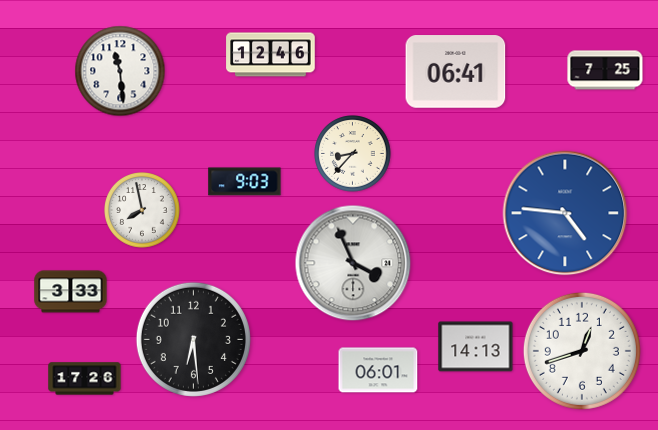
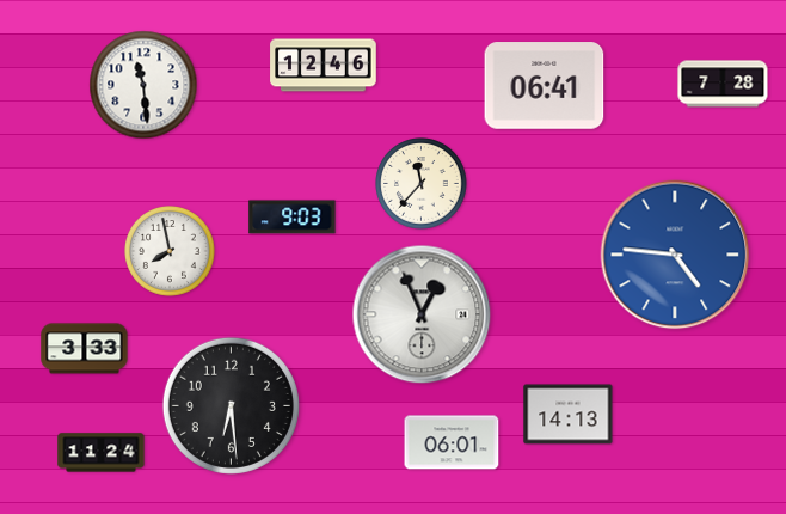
clock at (605, 70): 7:25 -> 7:28
clock at (353, 154): 8:37 -> 11:37
clock at (353, 263): 3:56 -> 12:56
clock at (582, 351): 12:42 -> none
clock at (85, 379): 17:26 -> 11:24
